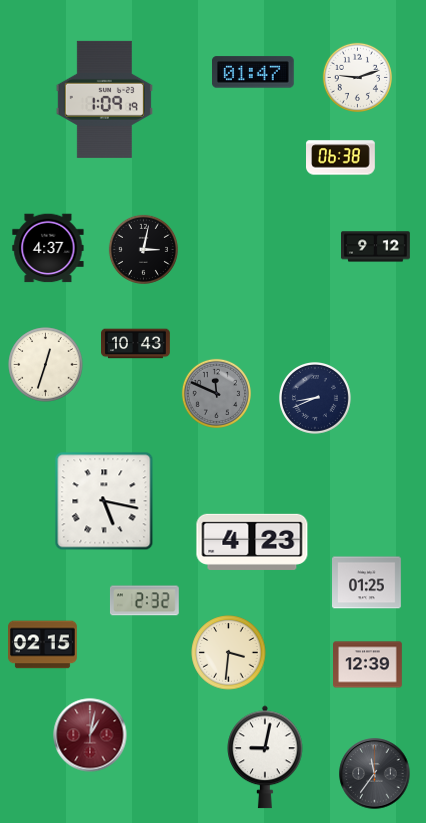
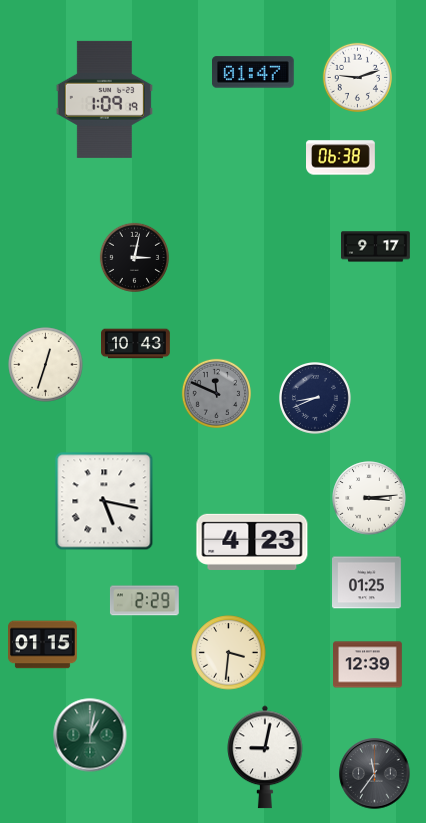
clock at (376, 247): 9:12 -> 9:17
clock at (48, 248): 4:37 -> none
clock at (143, 249) position: (143, 249) -> (134, 257)
clock at (369, 498): none -> 3:14
clock at (144, 601): 2:32 -> 2:29
clock at (43, 645): 02:15 -> 01:15
clock at (90, 735) dial: burgundy -> green
